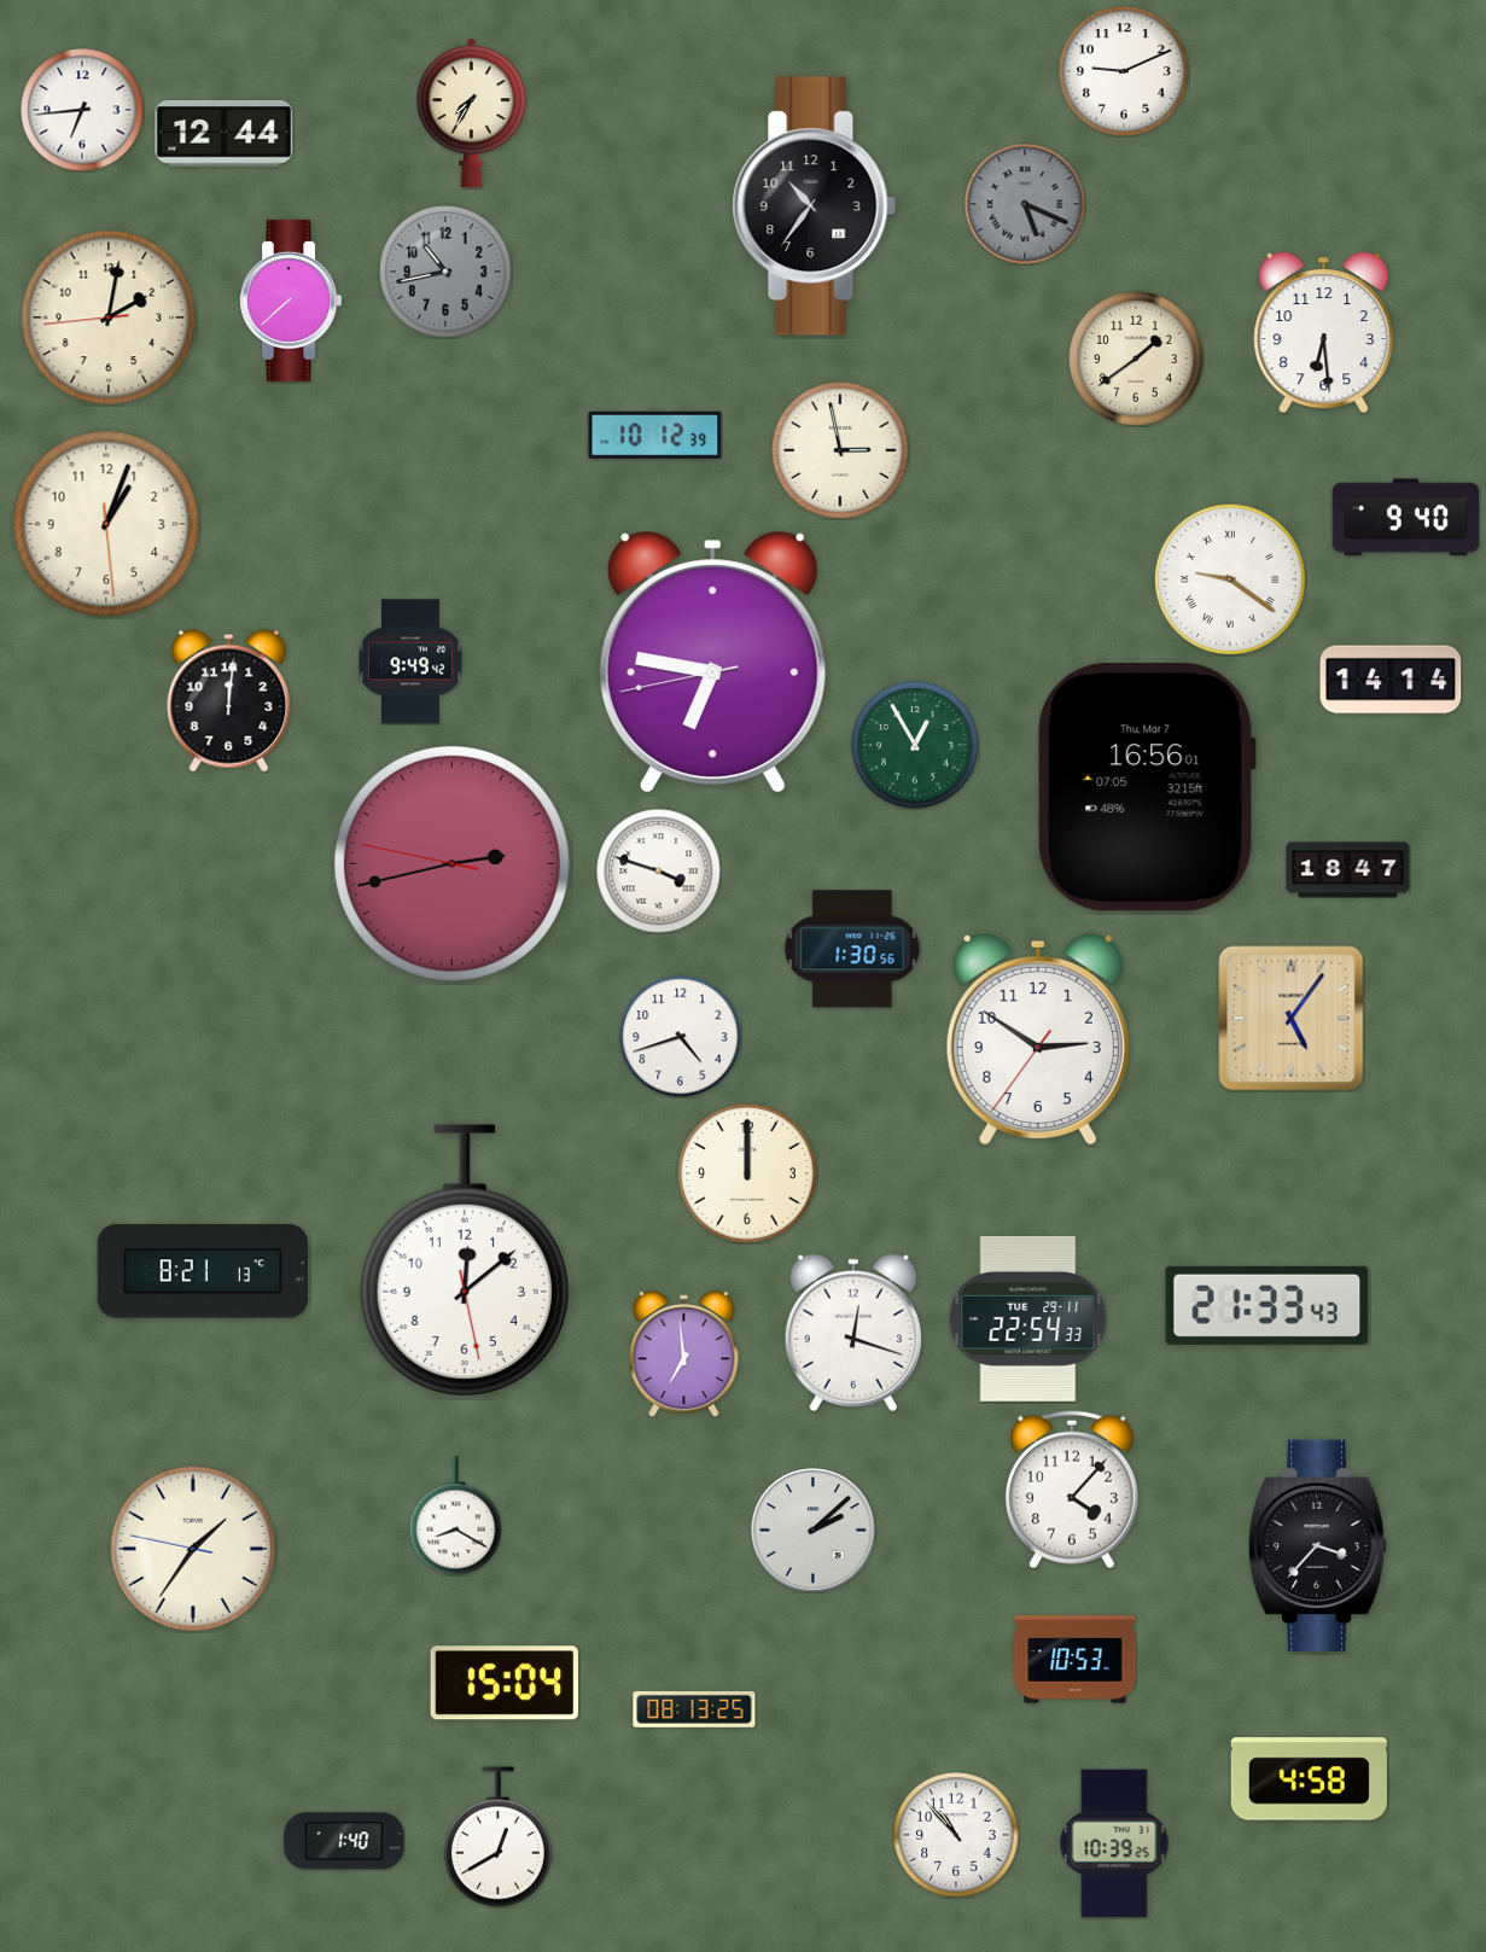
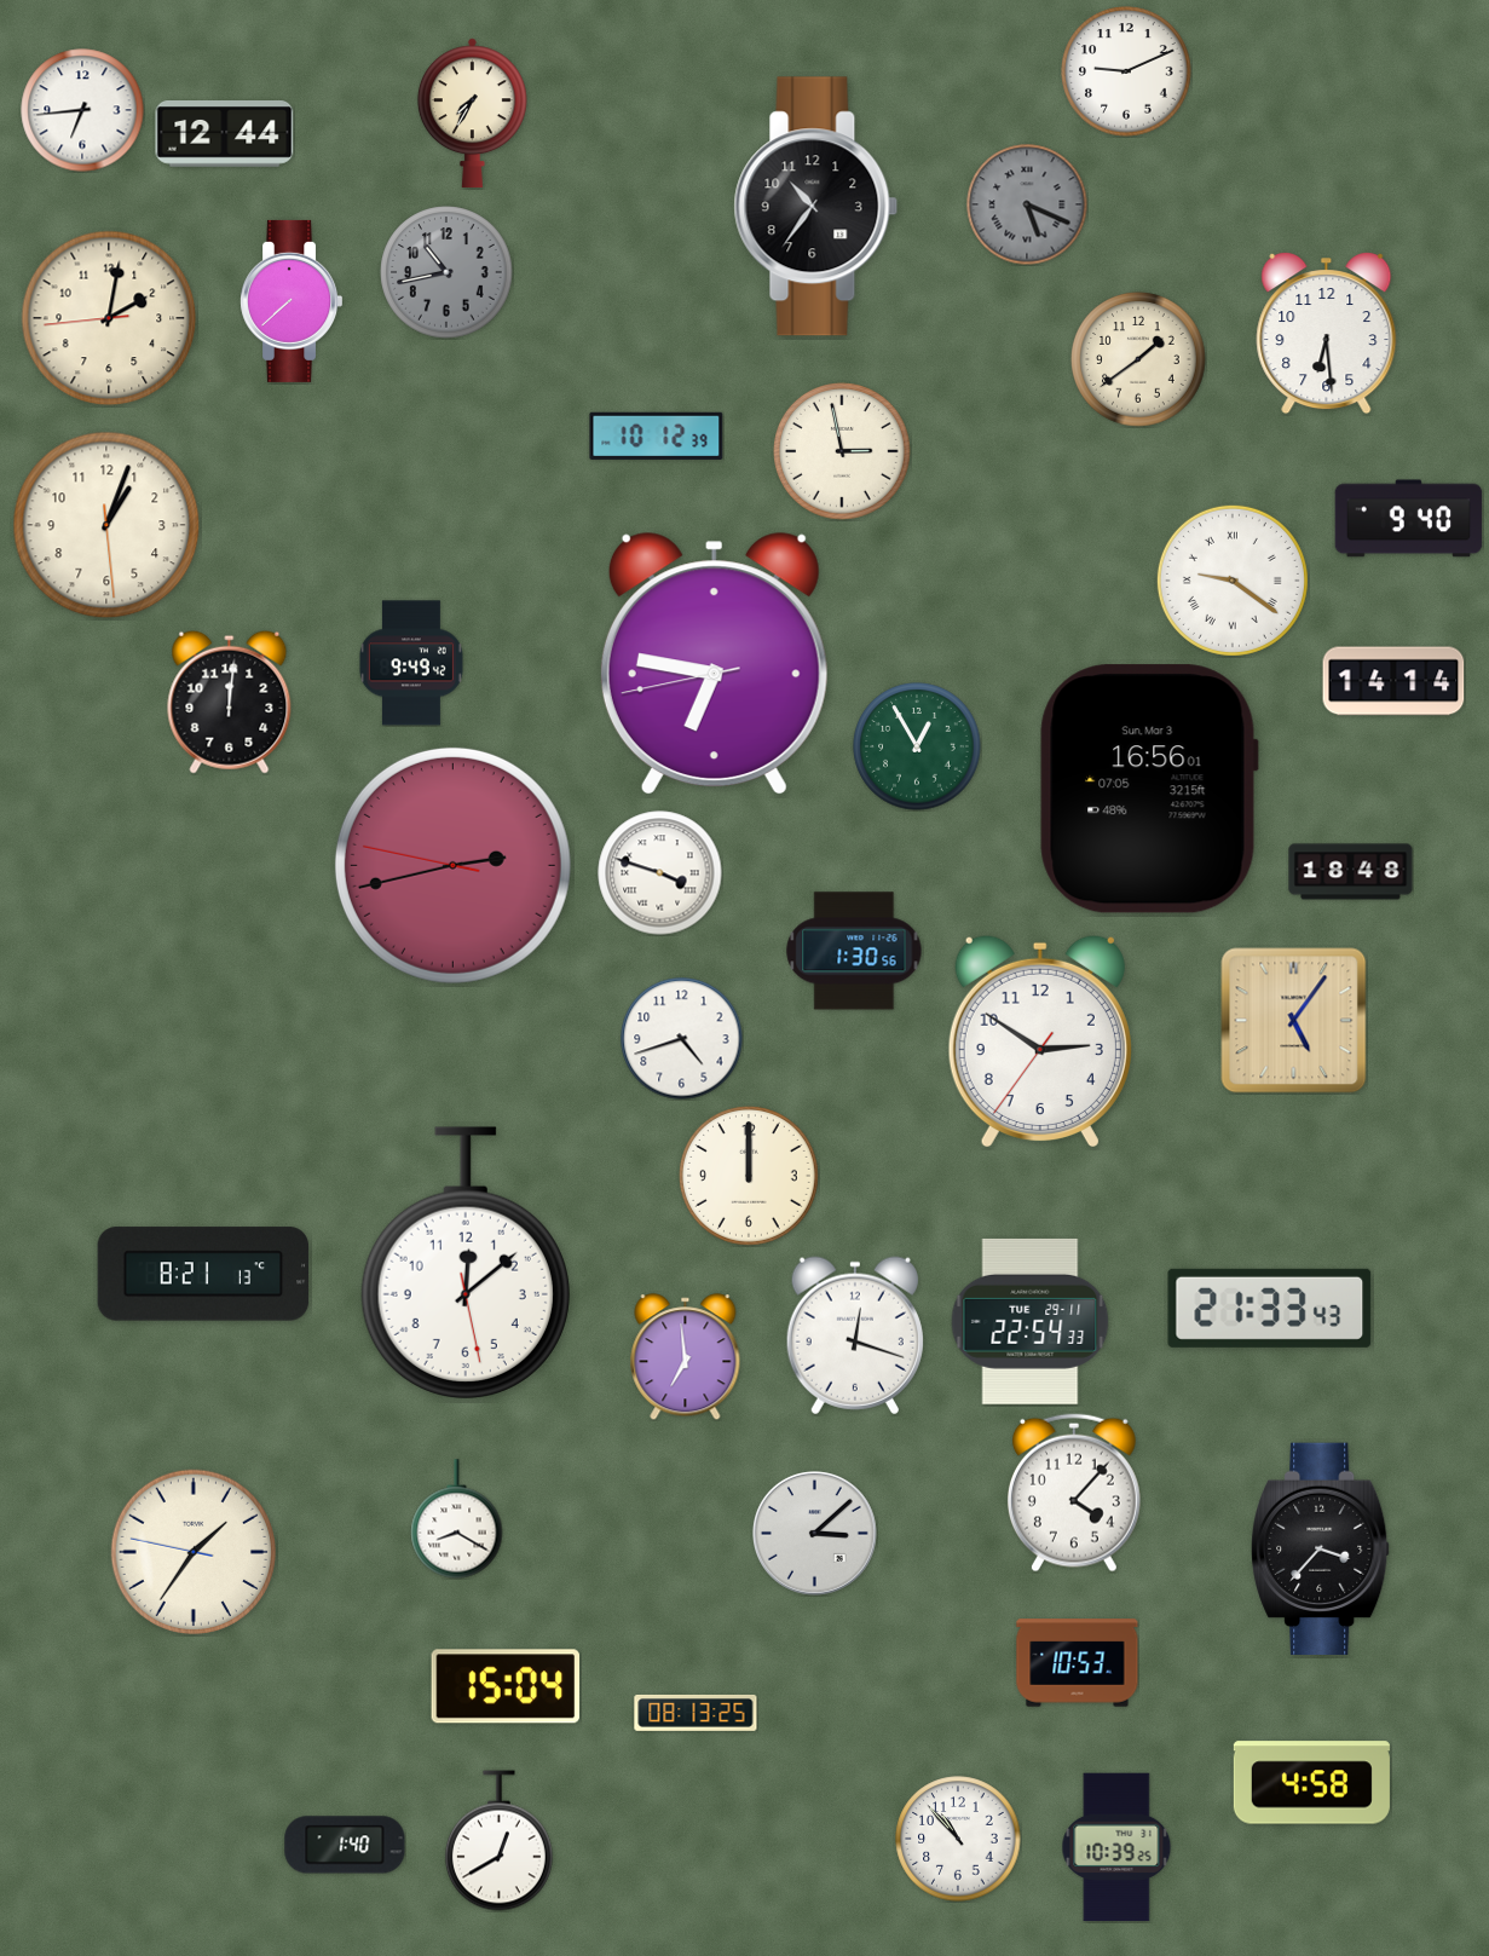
clock at (1147, 787) date: Thu, Mar 7 -> Sun, Mar 3
clock at (1348, 870): 18:47 -> 18:48
clock at (814, 1531): 2:08 -> 3:08
